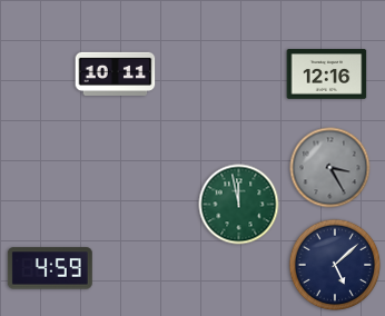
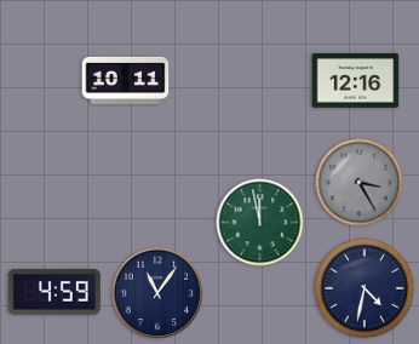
clock at (335, 265): 5:08 -> 4:32
clock at (157, 293): none -> 11:06
